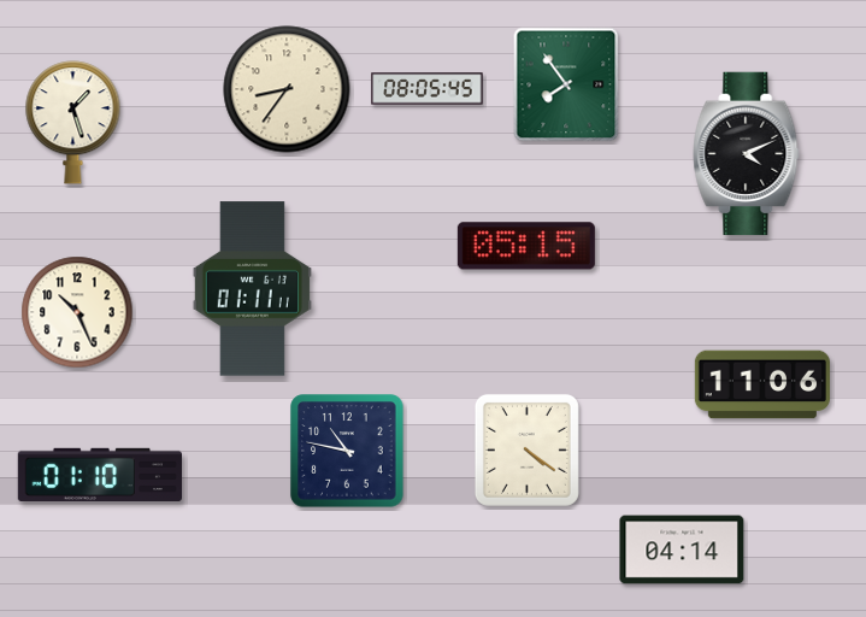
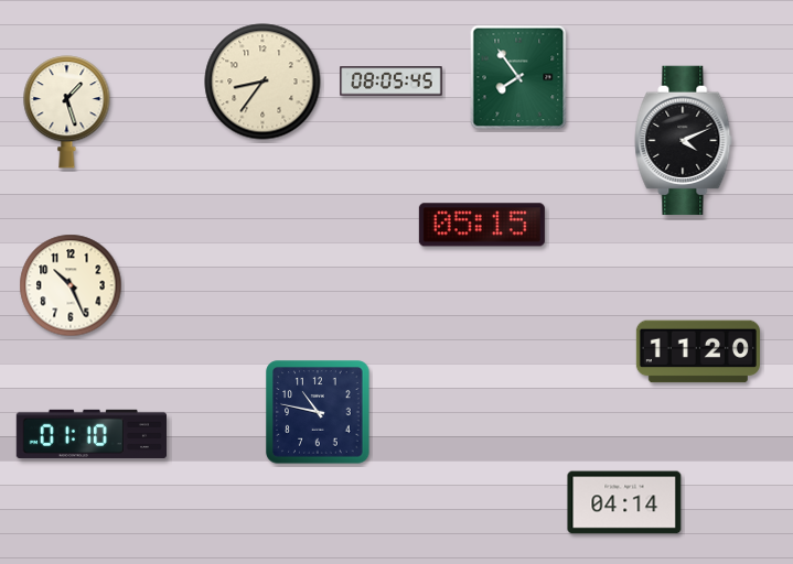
clock at (252, 289): 01:11 -> none
clock at (762, 384): 11:06 -> 11:20
clock at (526, 449): 4:21 -> none
